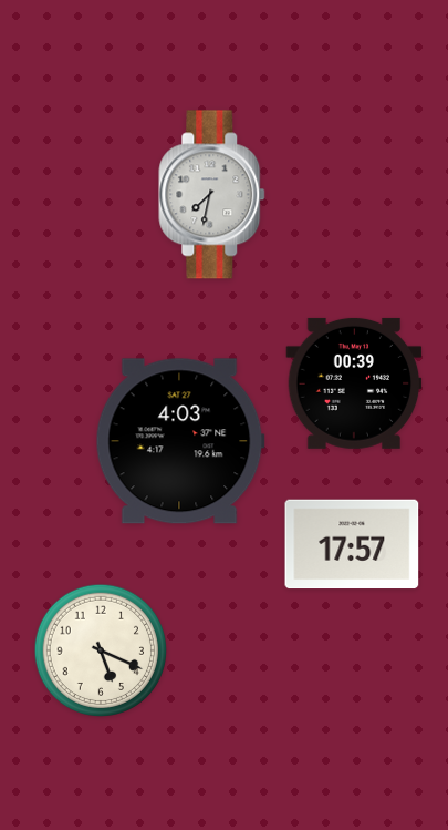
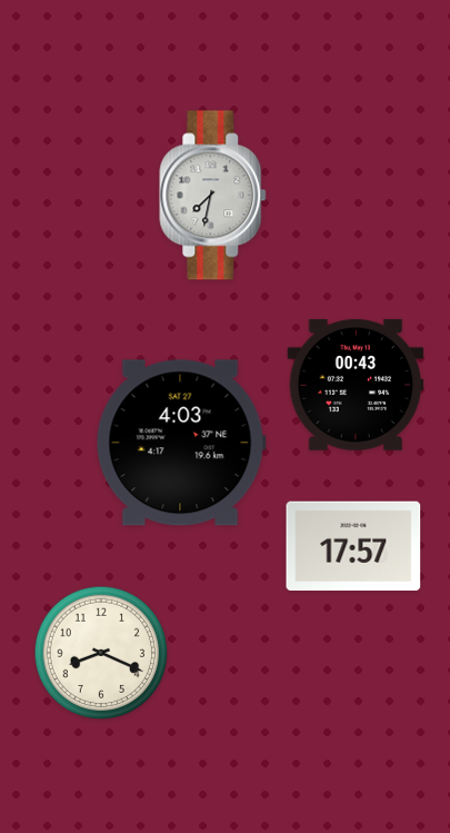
clock at (354, 383): 00:39 -> 00:43
clock at (101, 650): 5:19 -> 8:19
